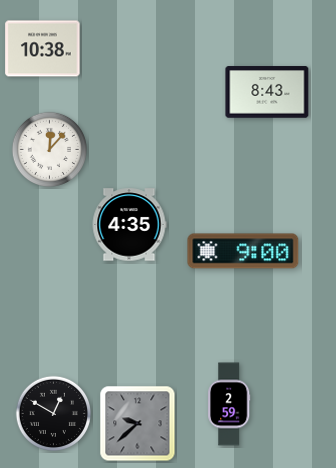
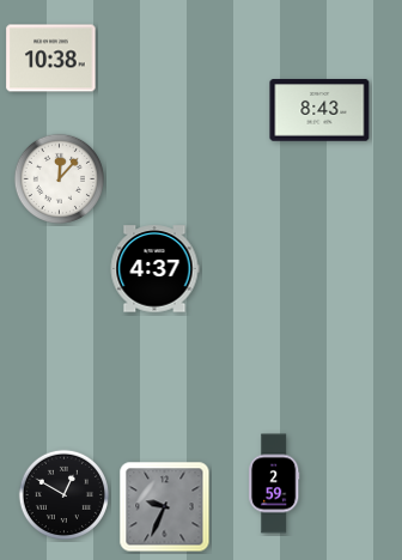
clock at (129, 225): 4:35 -> 4:37
clock at (243, 251): 9:00 -> none
clock at (138, 424): 9:38 -> 9:34
